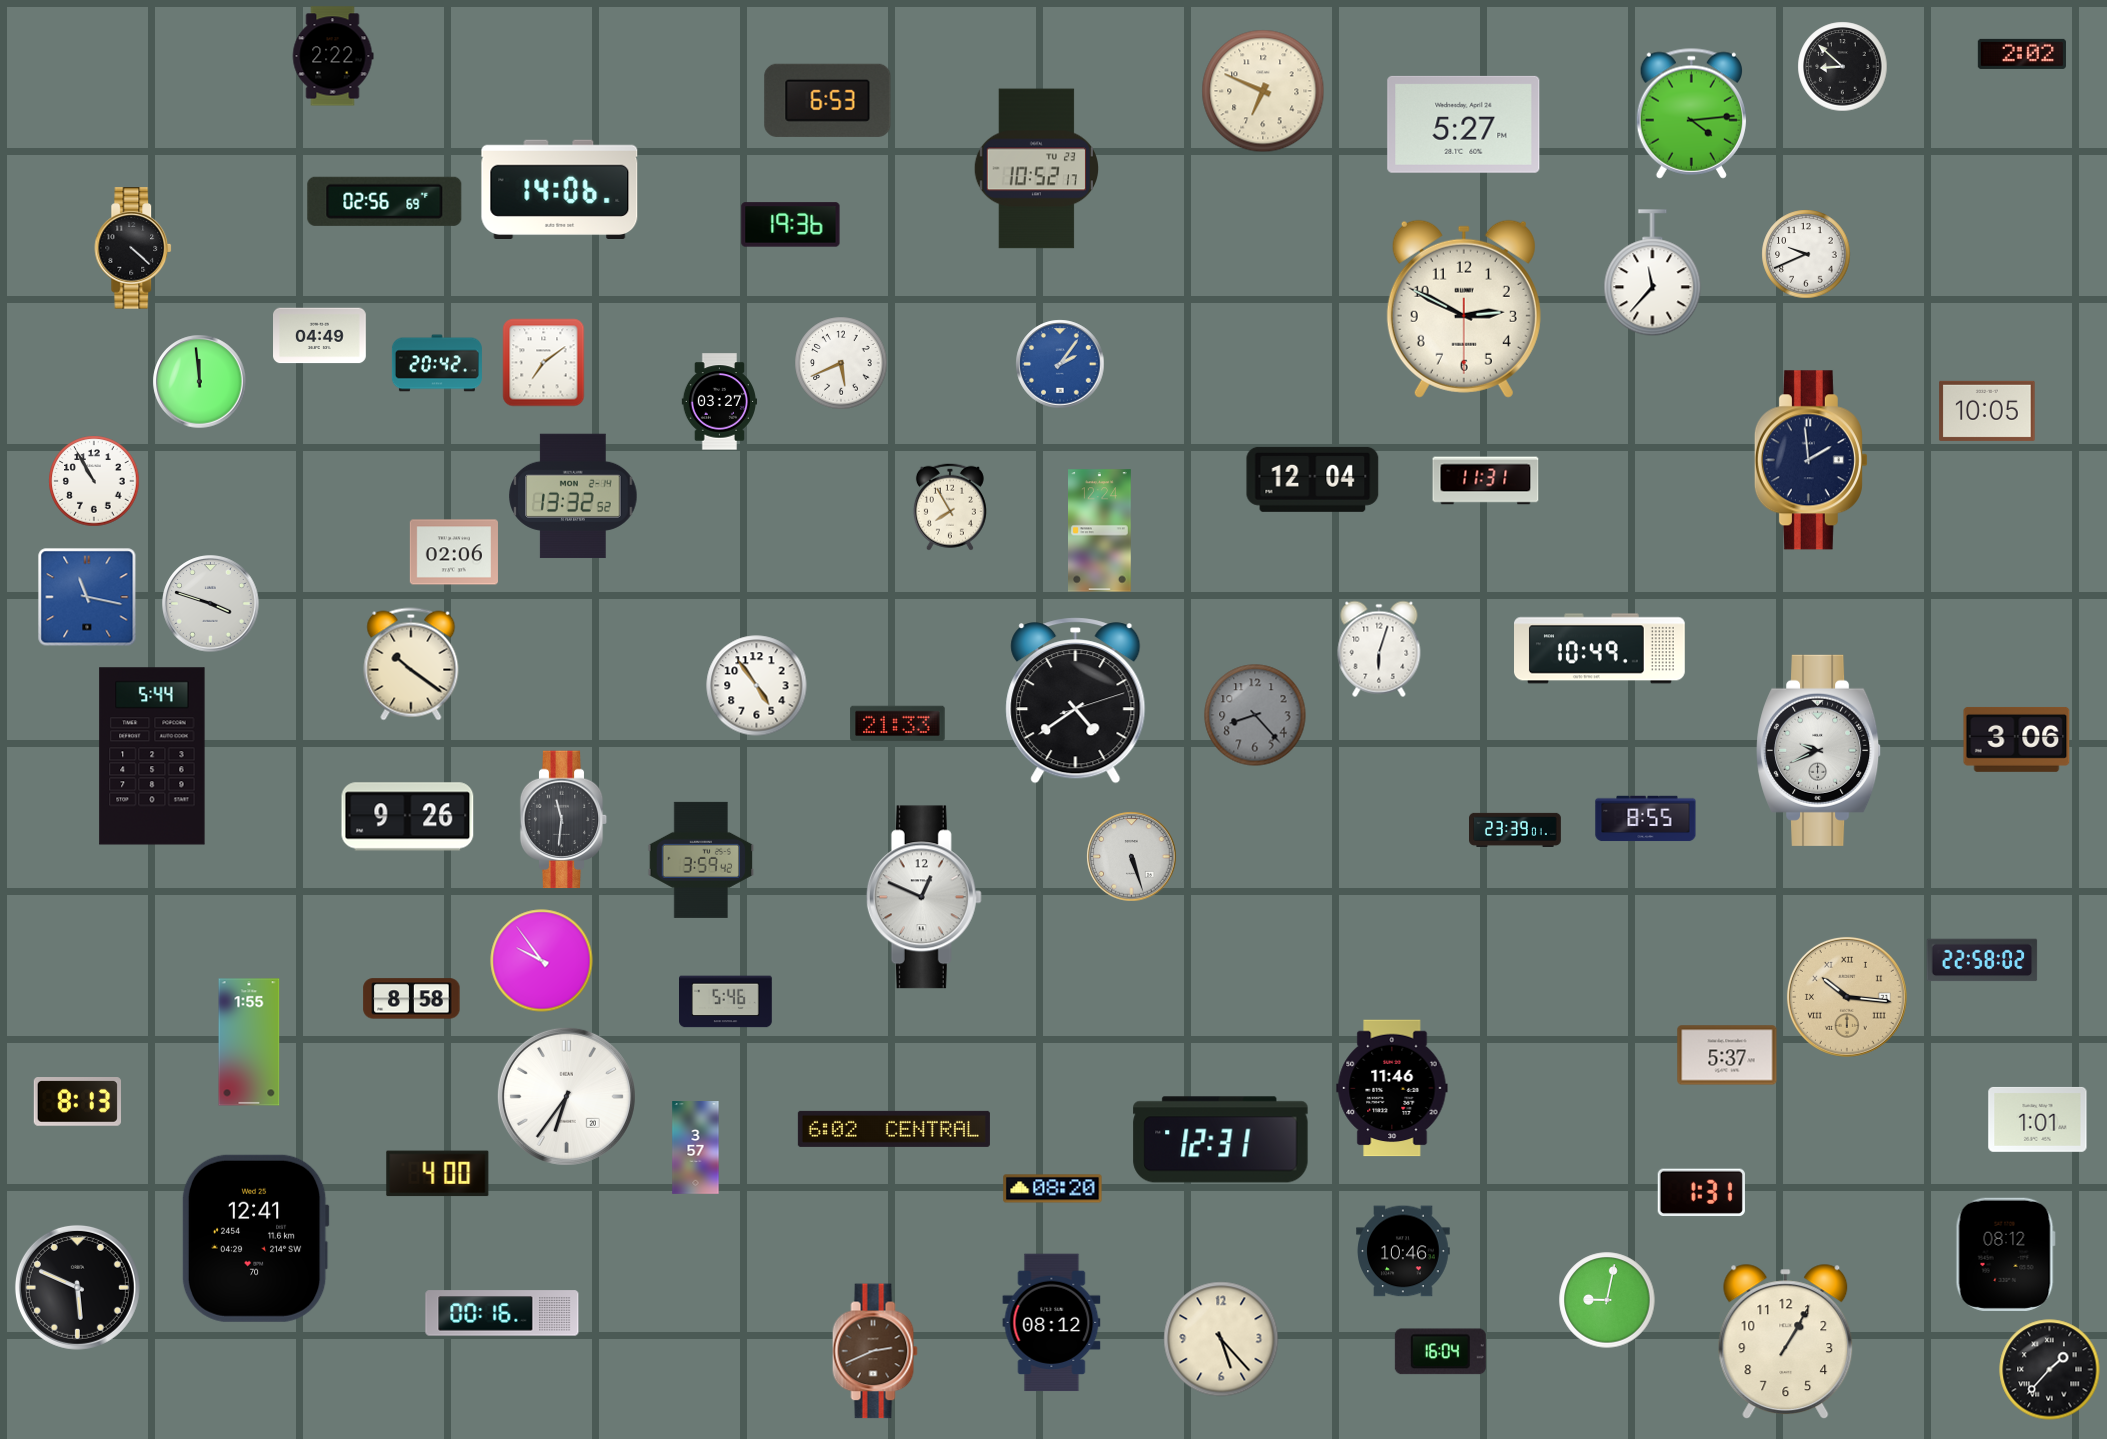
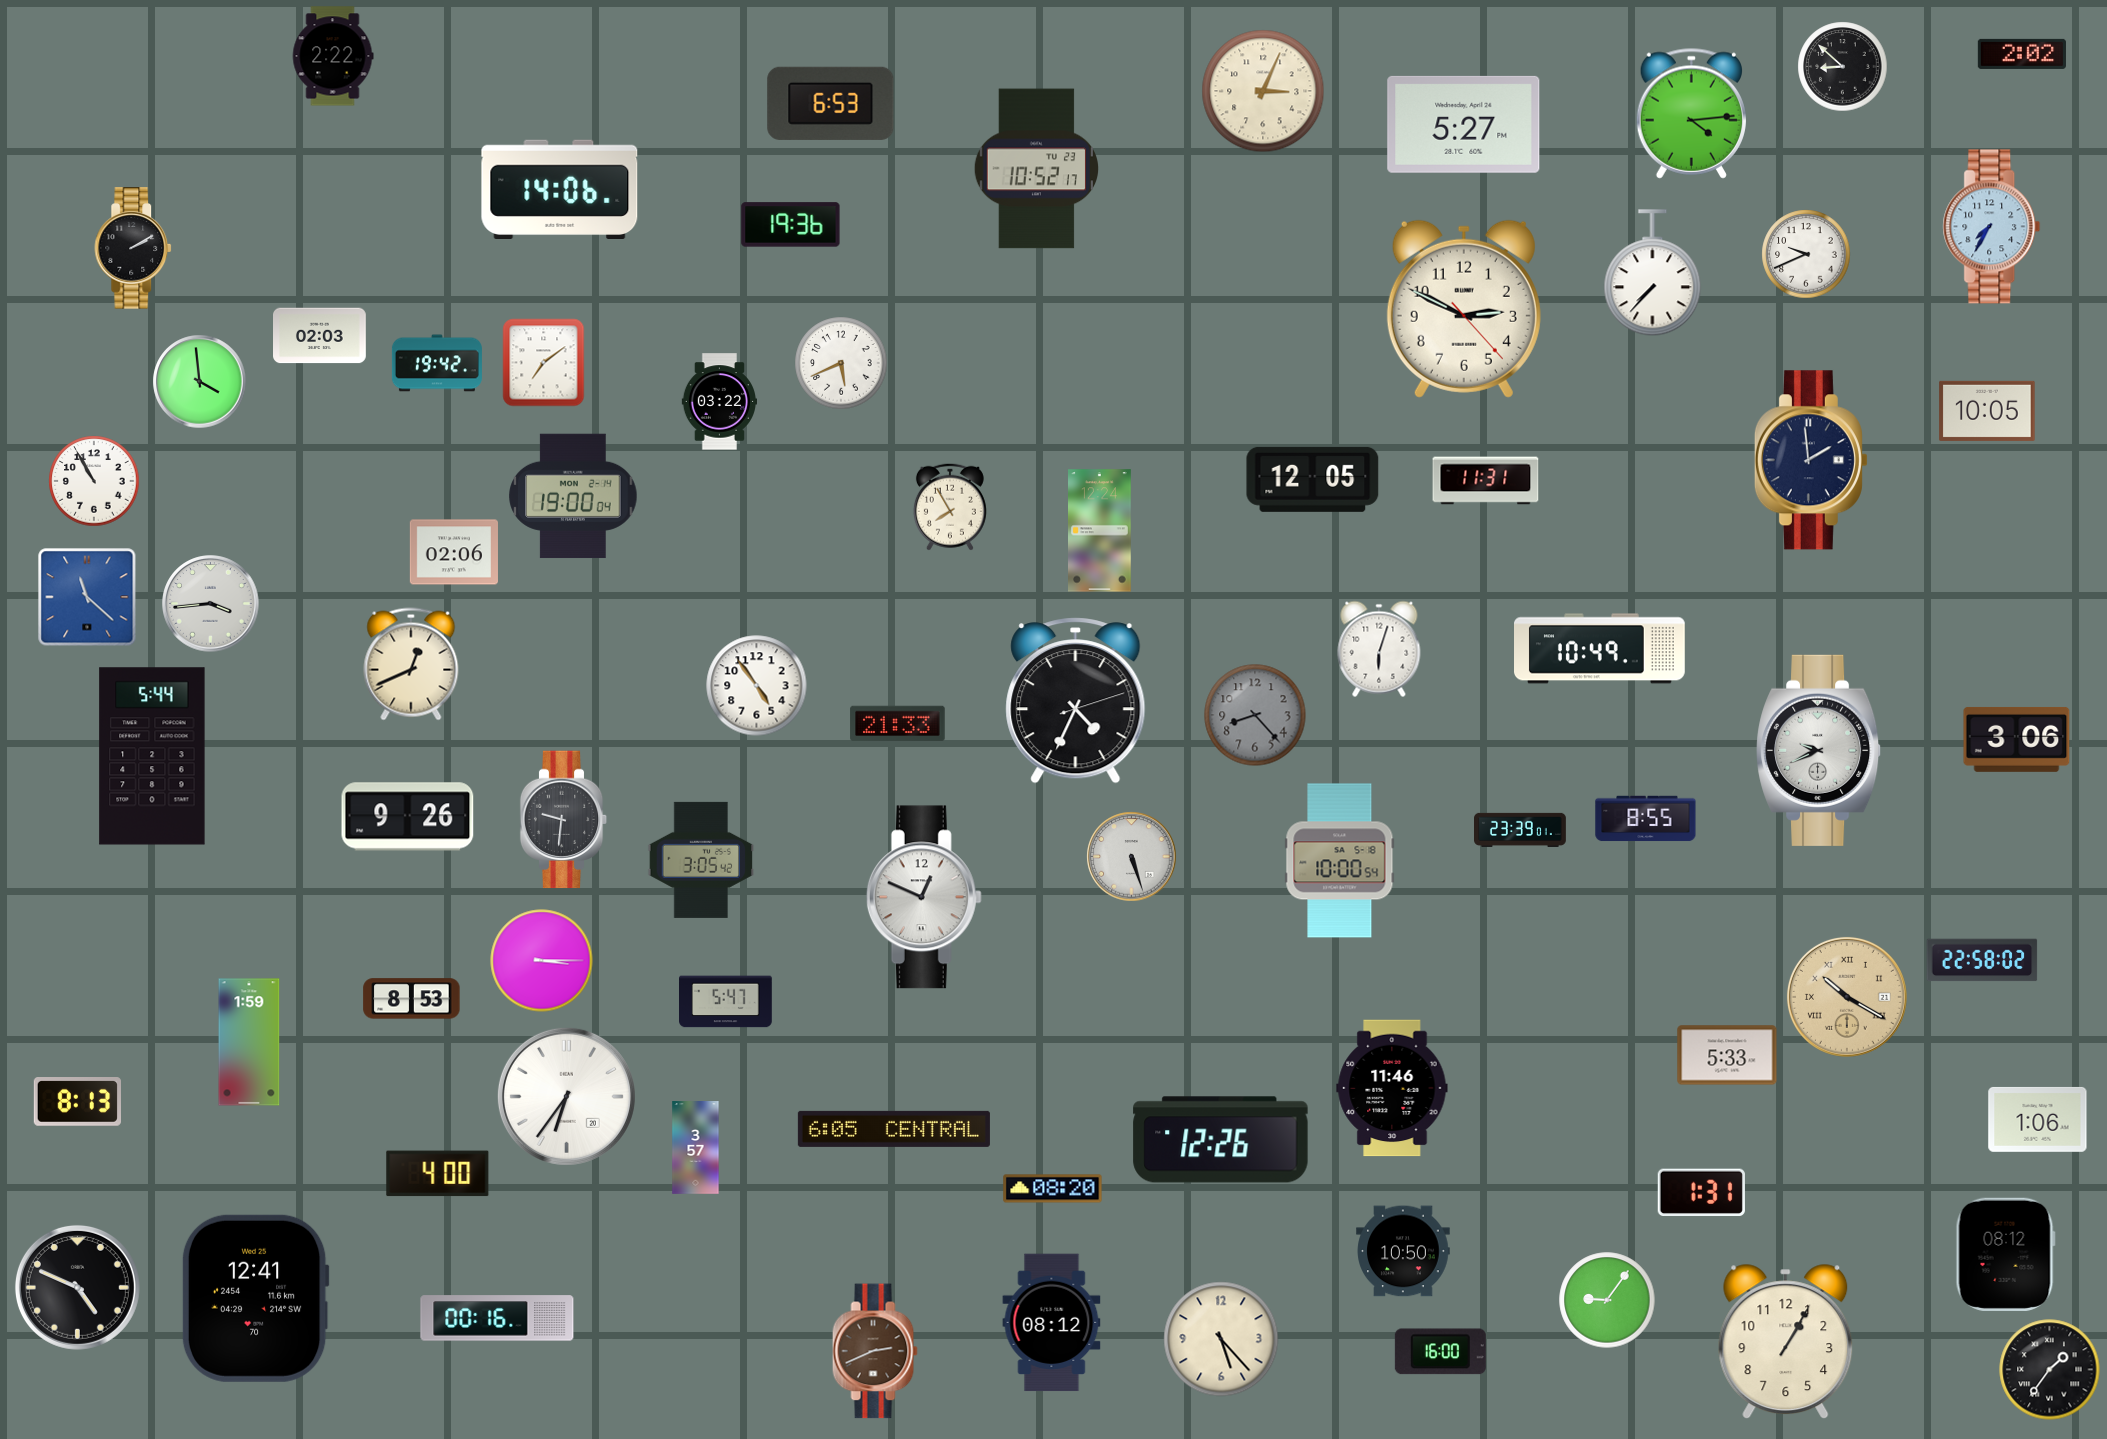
clock at (1263, 91): 6:49 -> 3:04
clock at (828, 100) position: (828, 100) -> (831, 103)
clock at (385, 201): 02:56 -> none
clock at (1992, 227): none -> 7:35
clock at (134, 248): 4:22 -> 2:10
clock at (1653, 273): 11:37 -> 7:37
clock at (1464, 309): 2:49:30 -> 2:49:23
clock at (320, 336): 04:49 -> 02:03
clock at (437, 363): 20:42 -> 19:42
clock at (1060, 364): 2:06 -> none
clock at (200, 382): 11:59 -> 3:59
clock at (719, 402): 03:27 -> 03:22
clock at (1313, 479): 12:04 -> 12:05
clock at (573, 496): 13:32 -> 19:00
clock at (87, 597): 11:17 -> 11:22
clock at (211, 604): 3:48 -> 3:44
clock at (411, 664): 10:21 -> 12:41
clock at (1076, 701): 4:39 -> 4:34
clock at (564, 820): 11:31 -> 9:31
clock at (1516, 830) position: (1516, 830) -> (1521, 830)
clock at (701, 860): 3:59 -> 3:05
clock at (1340, 861): none -> 10:00
clock at (542, 961): 9:54 -> 3:15
clock at (1847, 997): 10:16 -> 10:20
clock at (412, 999): 8:58 -> 8:53
clock at (726, 1002): 5:46 -> 5:47
clock at (249, 1042): 1:55 -> 1:59
clock at (1727, 1055): 5:37 -> 5:33
clock at (2038, 1119): 1:01 -> 1:06
clock at (894, 1129): 6:02 -> 6:05
clock at (1221, 1140): 12:31 -> 12:26
clock at (255, 1238) position: (255, 1238) -> (255, 1298)
clock at (1403, 1251): 10:46 -> 10:50
clock at (77, 1287): 5:49 -> 4:49
clock at (1607, 1300): 9:02 -> 9:06
clock at (502, 1313) position: (502, 1313) -> (497, 1318)
clock at (1440, 1352): 16:04 -> 16:00
clock at (2050, 1370): 1:37 -> 1:36
